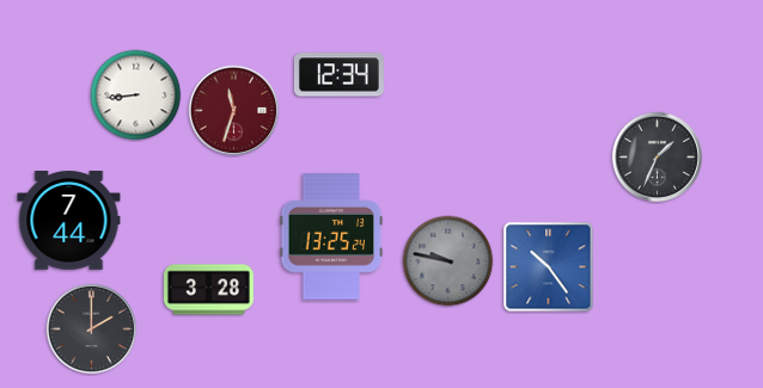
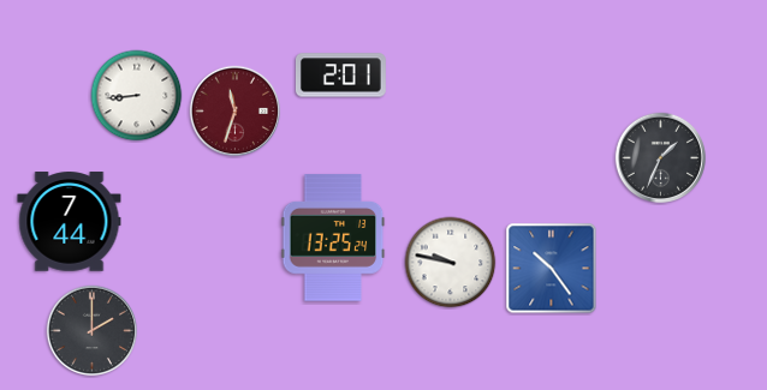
clock at (338, 75): 12:34 -> 2:01
clock at (448, 261) dial: grey -> white
clock at (208, 290): 3:28 -> none
